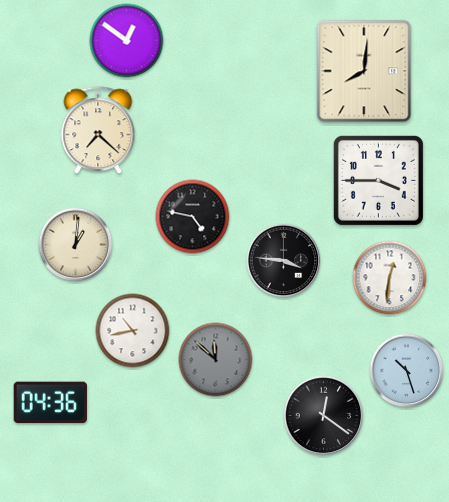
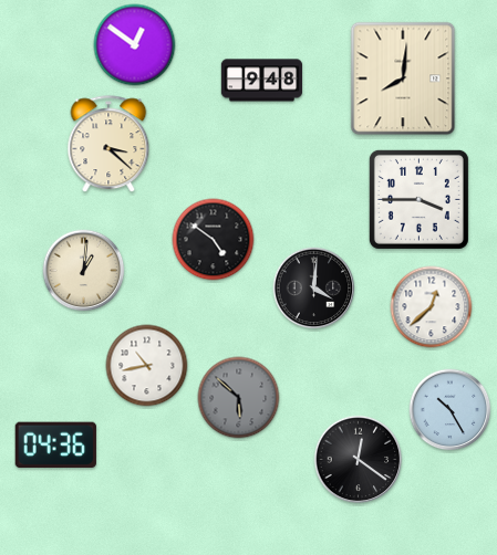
clock at (127, 41) position: (127, 41) -> (135, 45)
clock at (262, 81): none -> 9:48
clock at (98, 131): 7:22 -> 3:22
clock at (193, 217): 4:47 -> 4:51
clock at (284, 261): 3:46 -> 4:01
clock at (390, 278): 12:31 -> 12:38
clock at (216, 360): 11:52 -> 5:52
clock at (407, 371): 10:27 -> 10:25
